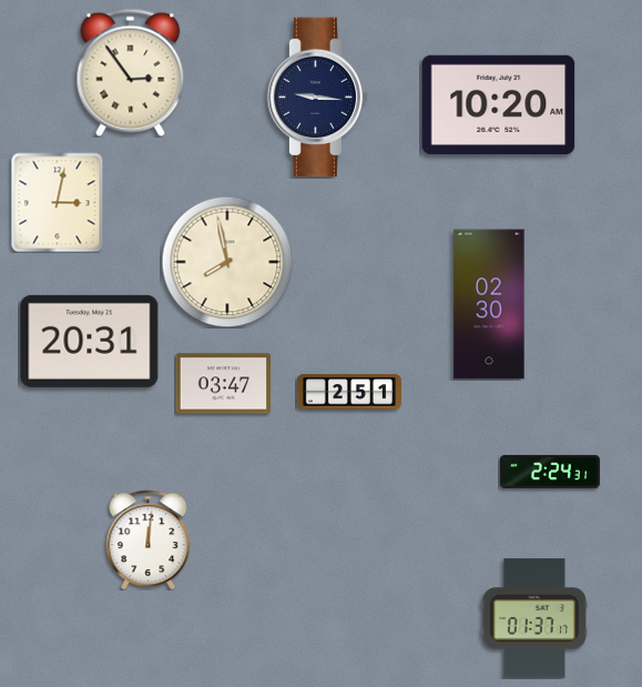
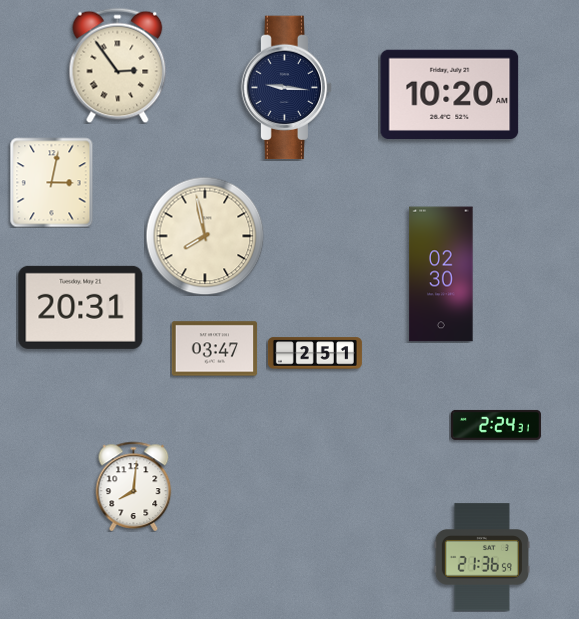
clock at (223, 384) position: (223, 384) -> (214, 349)
clock at (149, 539): 12:01 -> 8:01
clock at (534, 618): 01:37 -> 21:36
